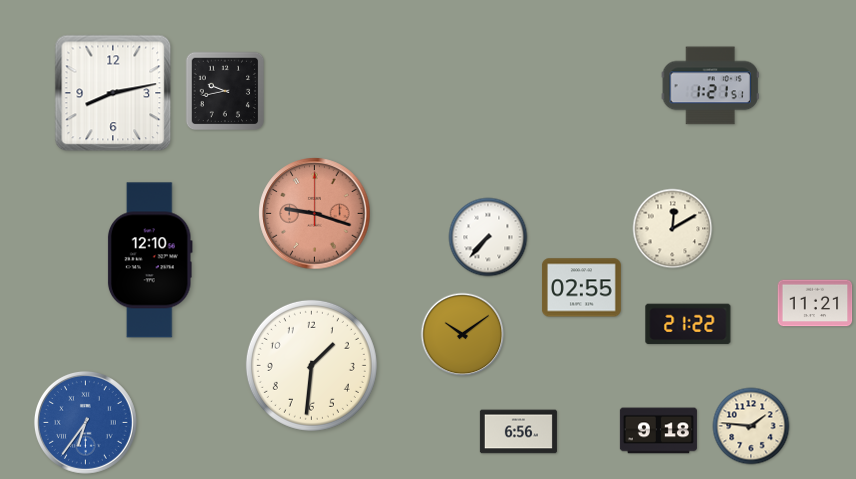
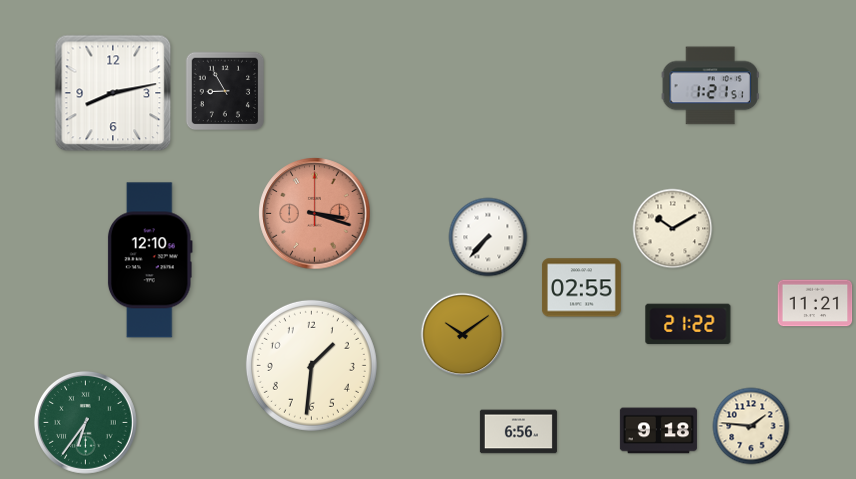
clock at (225, 91): 9:43 -> 8:55
clock at (315, 214): 9:18 -> 3:18
clock at (673, 229): 12:10 -> 10:10
clock at (85, 422) dial: blue -> green
